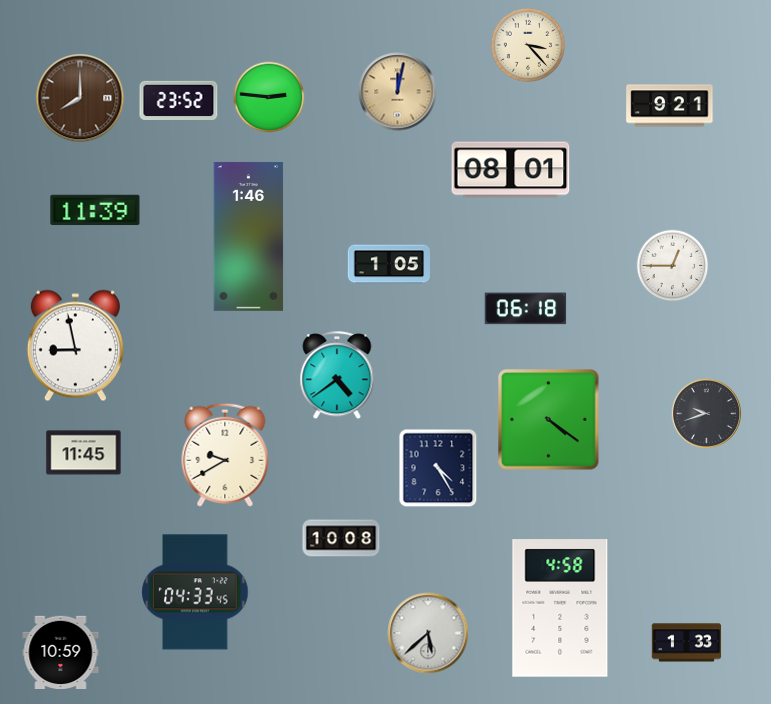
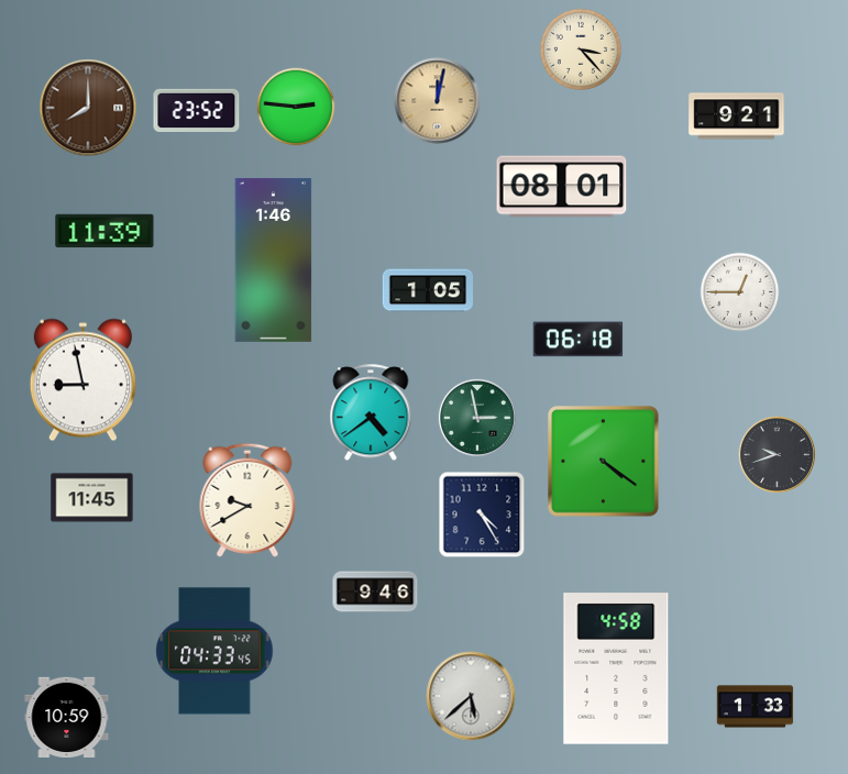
clock at (477, 418): none -> 2:58
clock at (341, 538): 10:08 -> 9:46
